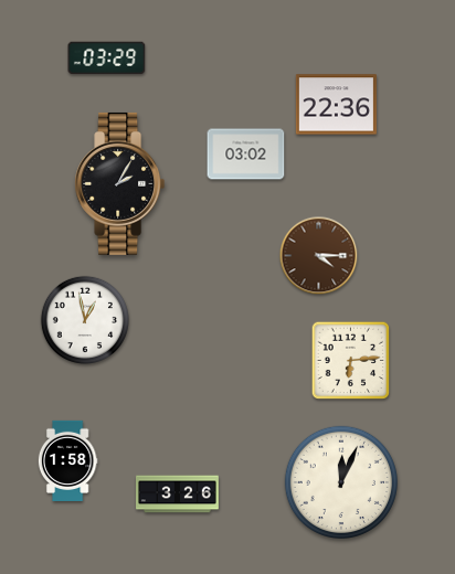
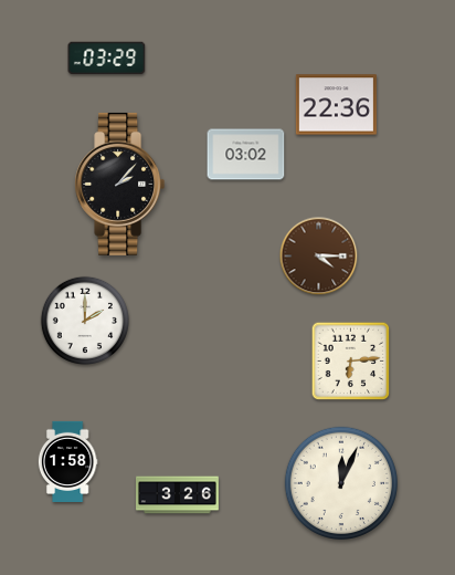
clock at (120, 183): 2:05 -> 2:07
clock at (84, 319): 12:58 -> 2:00
